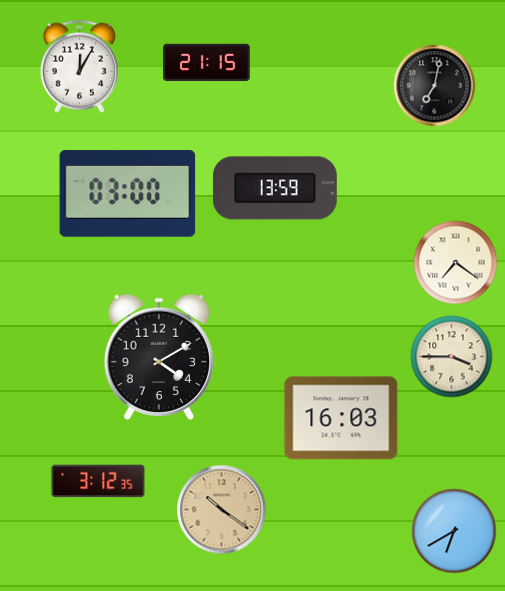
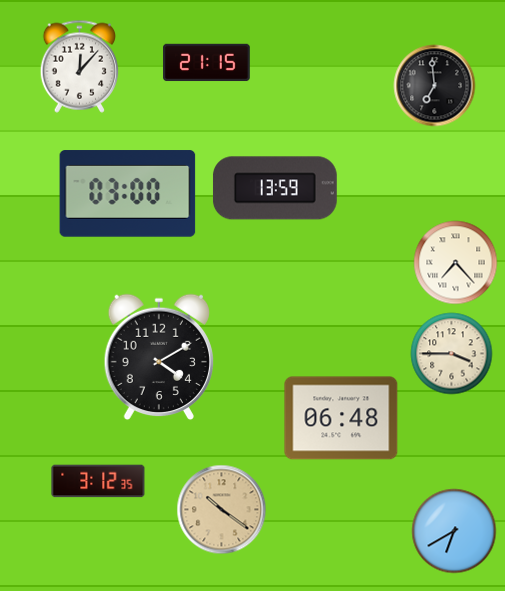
clock at (79, 66): 12:05 -> 12:07
clock at (435, 86): 7:02 -> 6:59
clock at (456, 263): 7:21 -> 7:23
clock at (452, 357) position: (452, 357) -> (452, 354)
clock at (341, 418): 16:03 -> 06:48
